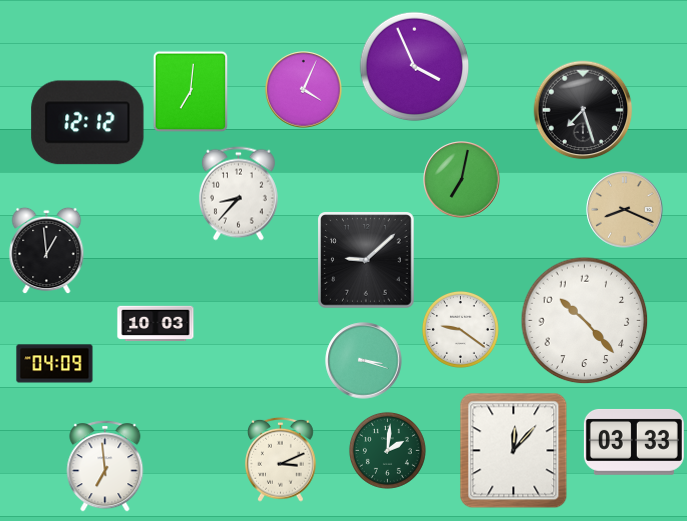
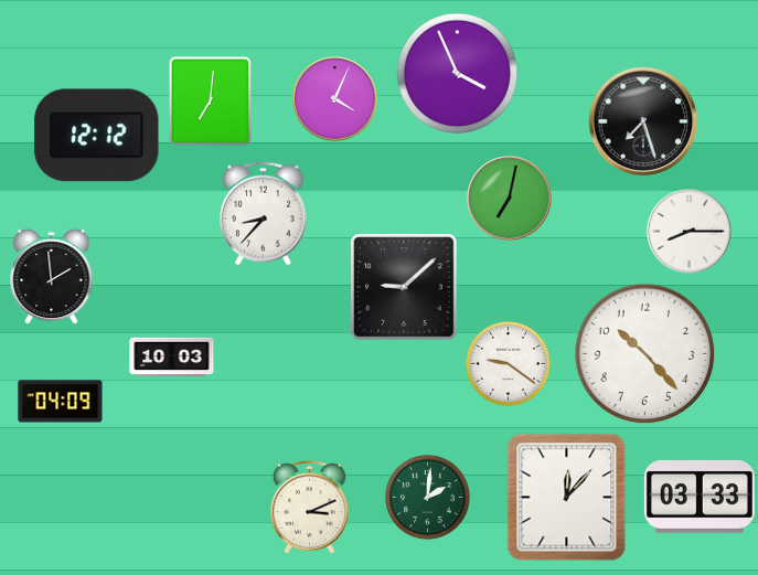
clock at (625, 210): 8:19 -> 8:15
clock at (625, 210) dial: champagne -> white
clock at (47, 250): 12:59 -> 1:59
clock at (364, 361): 3:18 -> none
clock at (634, 442) position: (634, 442) -> (700, 497)
clock at (105, 466): 6:59 -> none
